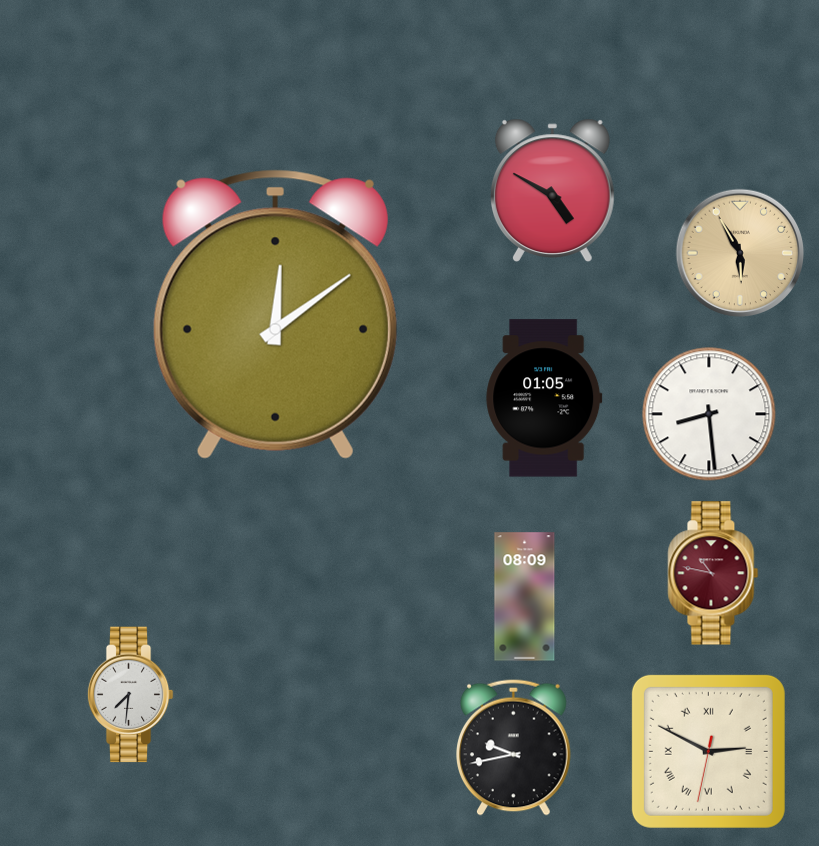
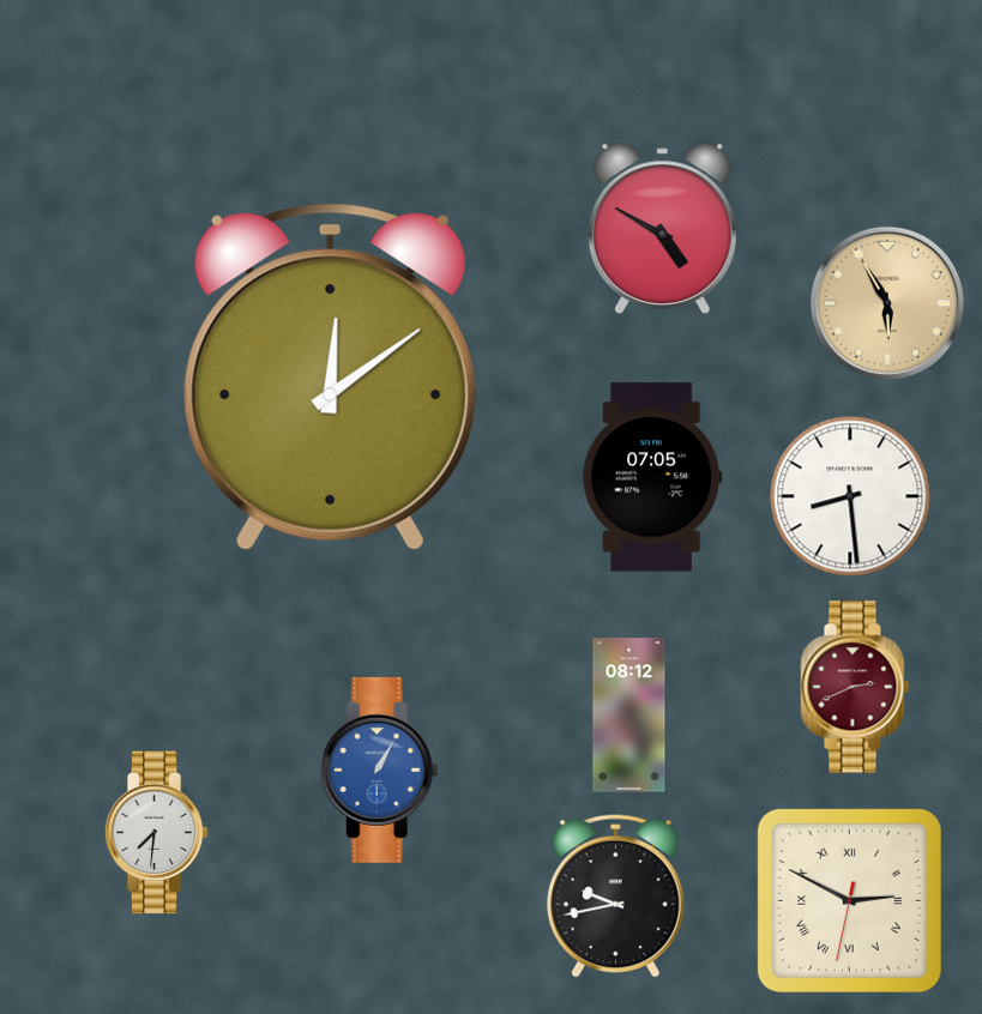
clock at (544, 398): 01:05 -> 07:05
clock at (713, 573): 10:47 -> 2:41
clock at (525, 597): 08:09 -> 08:12
clock at (379, 769): none -> 1:05
